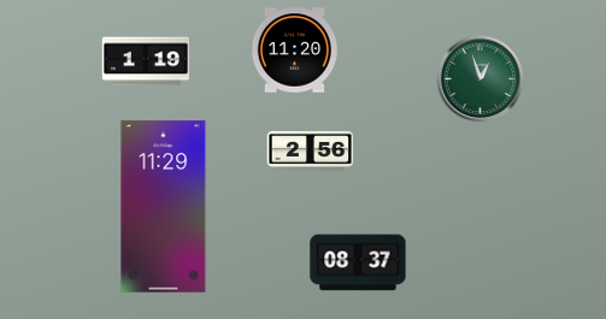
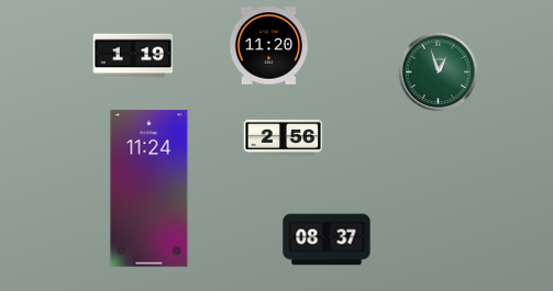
clock at (164, 207): 11:29 -> 11:24
